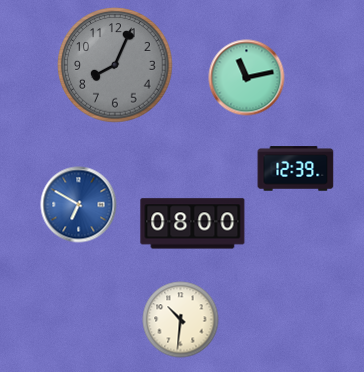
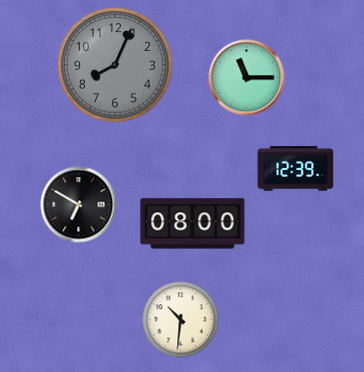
clock at (247, 78): 11:13 -> 11:15
clock at (79, 205) dial: blue -> black
